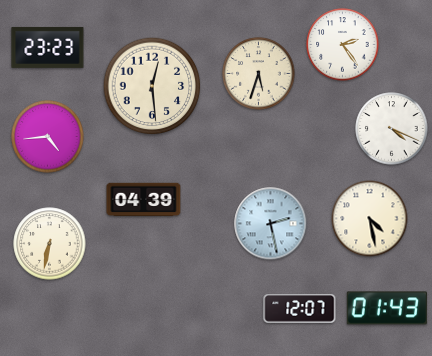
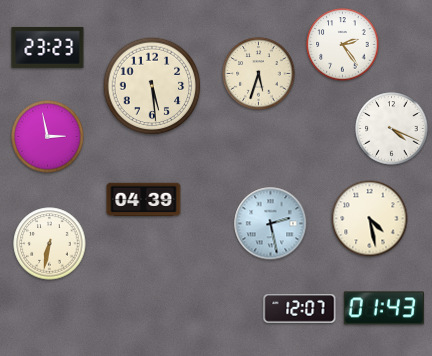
clock at (152, 86): 12:29 -> 5:29
clock at (48, 137): 4:44 -> 2:58
clock at (387, 308) position: (387, 308) -> (384, 308)
